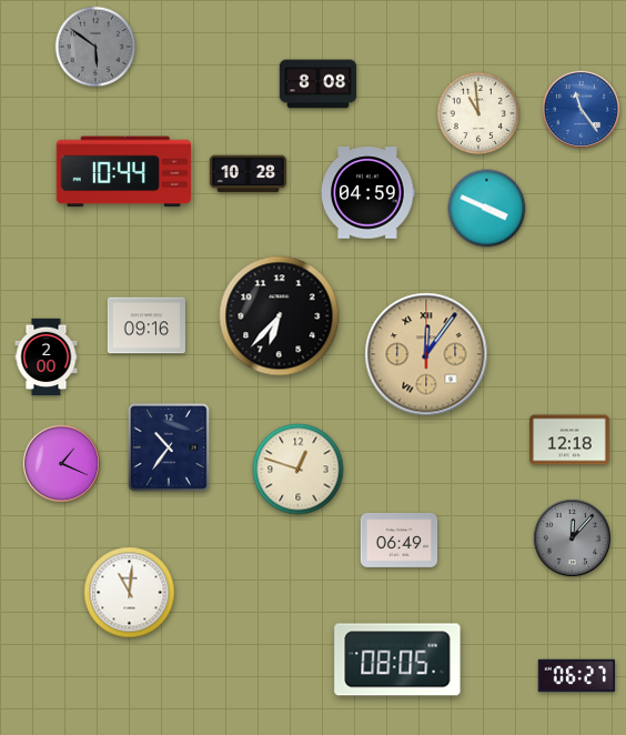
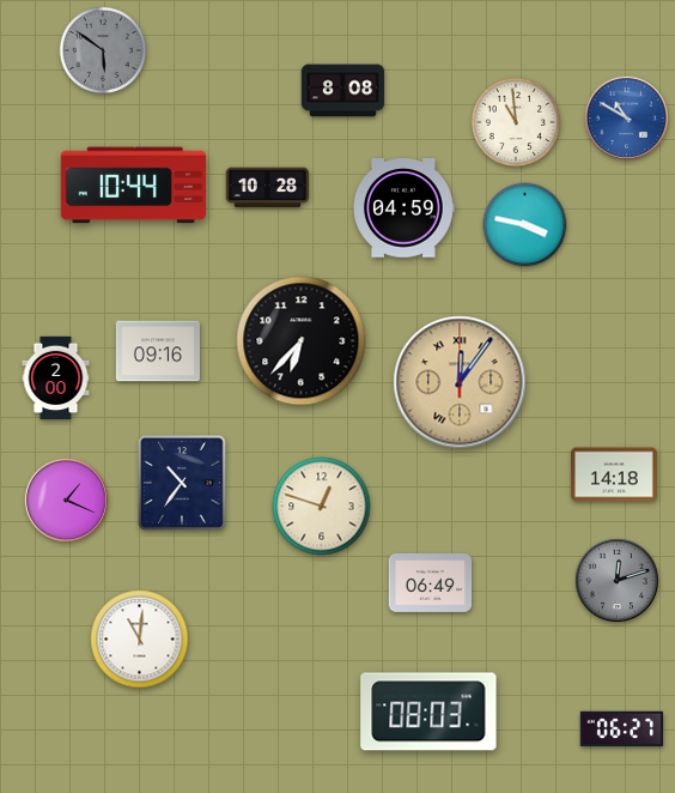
clock at (580, 109): 11:24 -> 10:50
clock at (367, 193) position: (367, 193) -> (403, 208)
clock at (487, 209): 3:49 -> 3:47
clock at (47, 358) position: (47, 358) -> (56, 379)
clock at (571, 440): 12:18 -> 14:18
clock at (572, 537): 12:07 -> 12:12
clock at (397, 660): 08:05 -> 08:03
